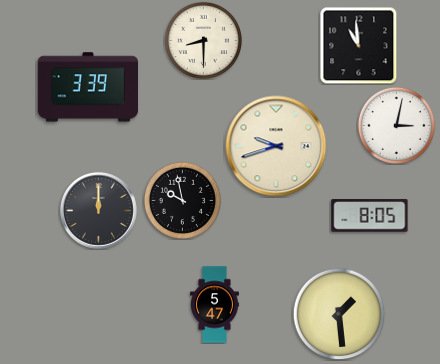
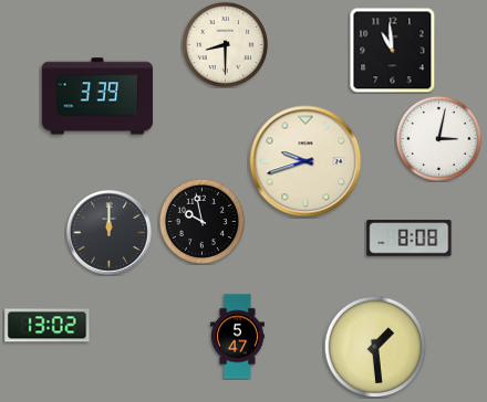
clock at (358, 45) position: (358, 45) -> (392, 50)
clock at (370, 216): 8:05 -> 8:08
clock at (48, 326): none -> 13:02
